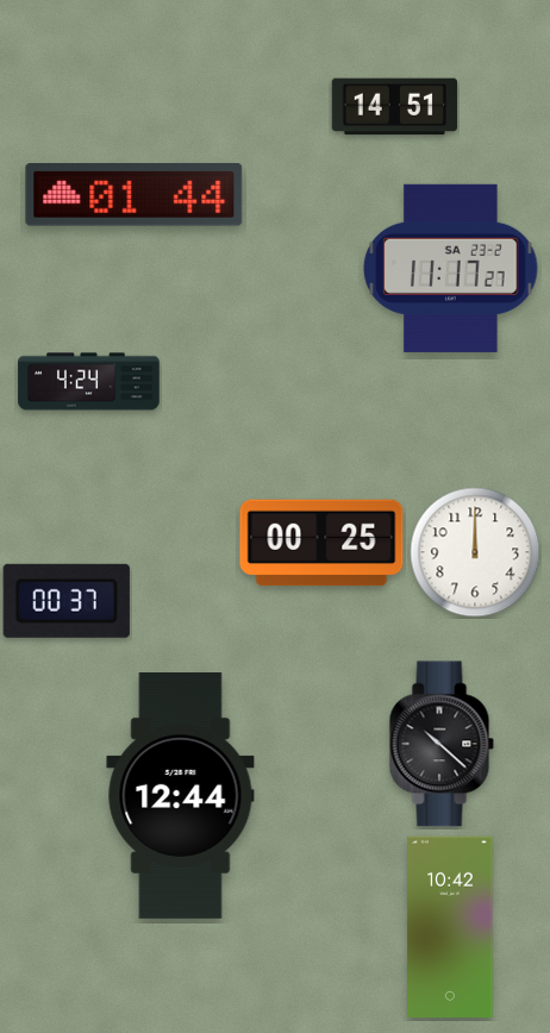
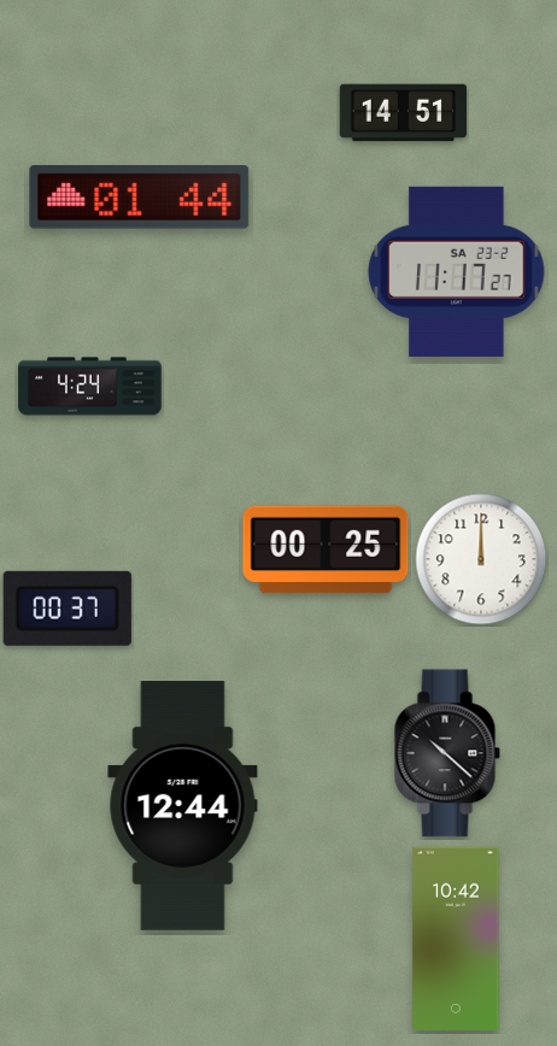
clock at (395, 107) position: (395, 107) -> (404, 113)
clock at (135, 195) position: (135, 195) -> (140, 198)
